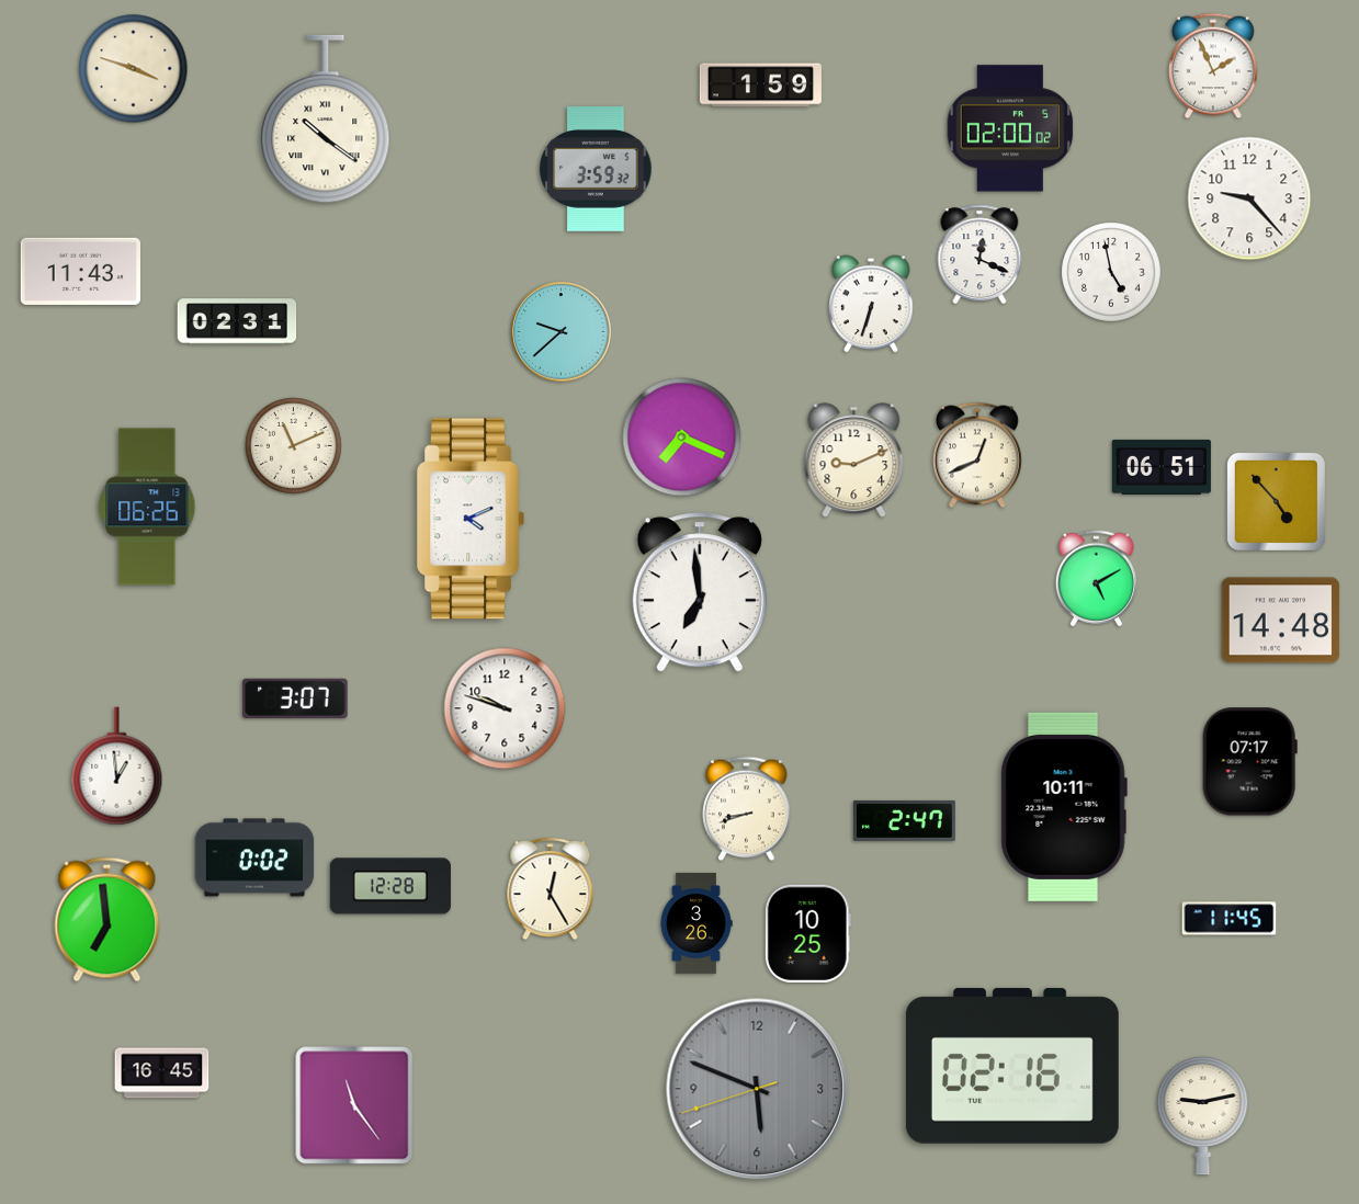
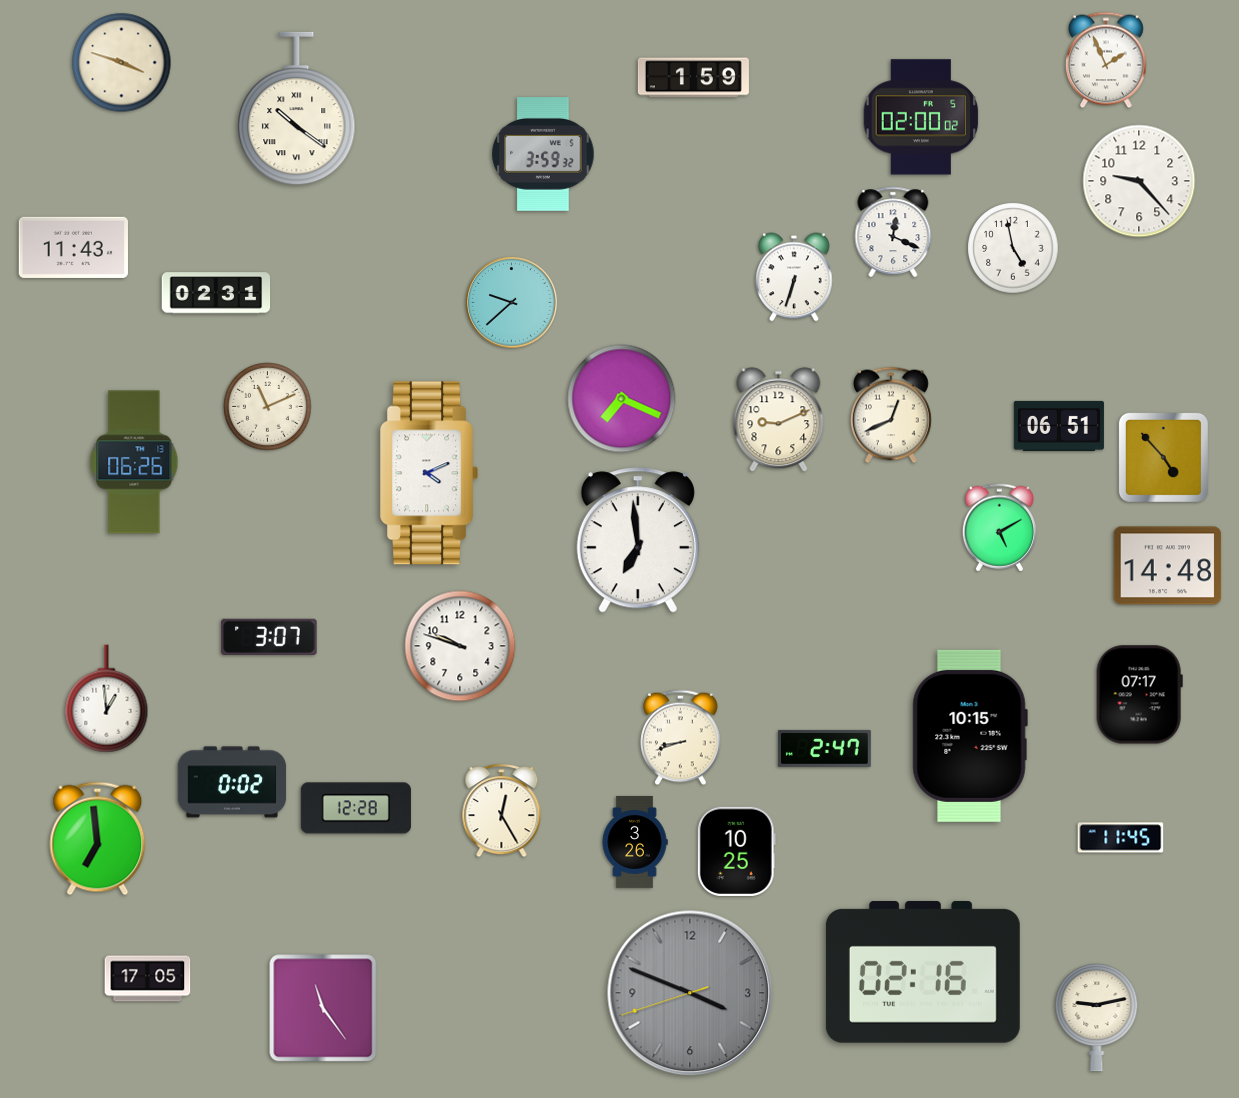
clock at (1064, 807): 10:11 -> 10:15
clock at (162, 1074): 16:45 -> 17:05
clock at (757, 1089): 5:48 -> 3:48
